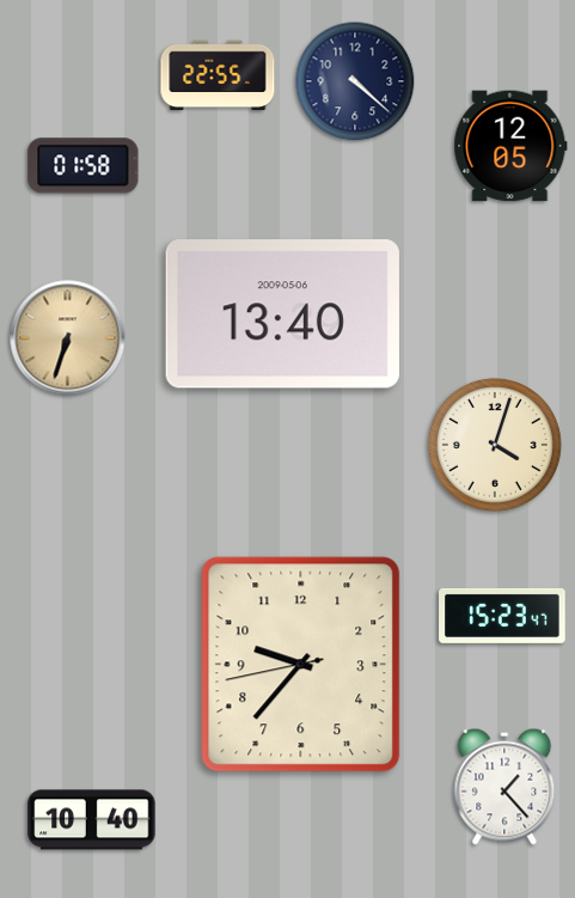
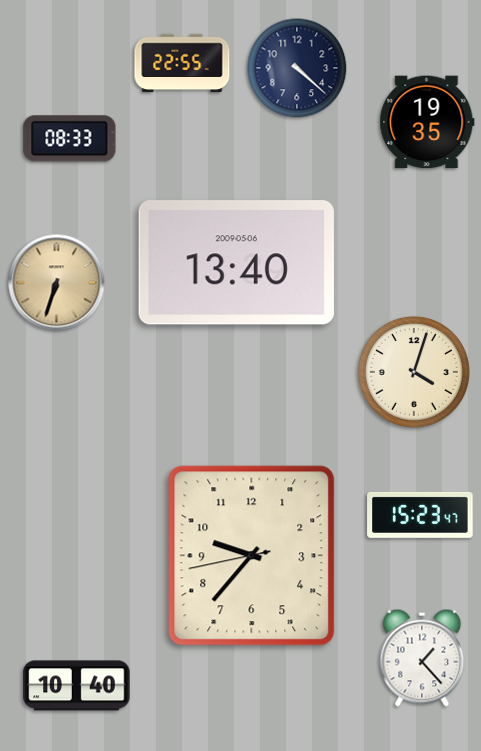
clock at (510, 146): 12:05 -> 19:35
clock at (84, 166): 01:58 -> 08:33
